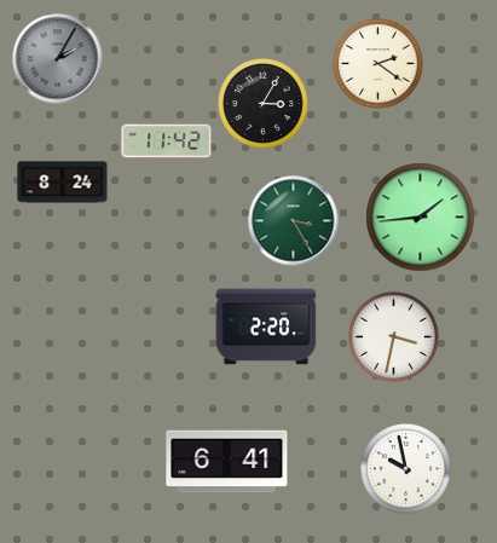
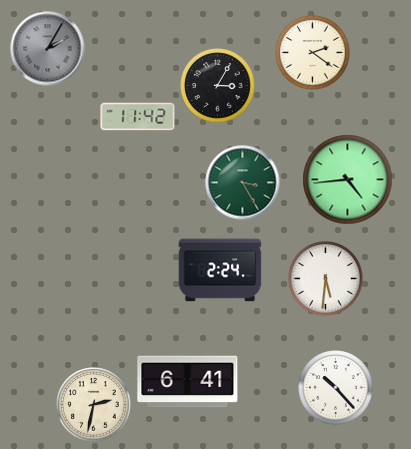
clock at (63, 183): 8:24 -> none
clock at (421, 218): 1:44 -> 4:44
clock at (266, 327): 2:20 -> 2:24
clock at (394, 337): 3:32 -> 5:31
clock at (406, 469): 9:58 -> 10:23
clock at (94, 405): none -> 2:32
